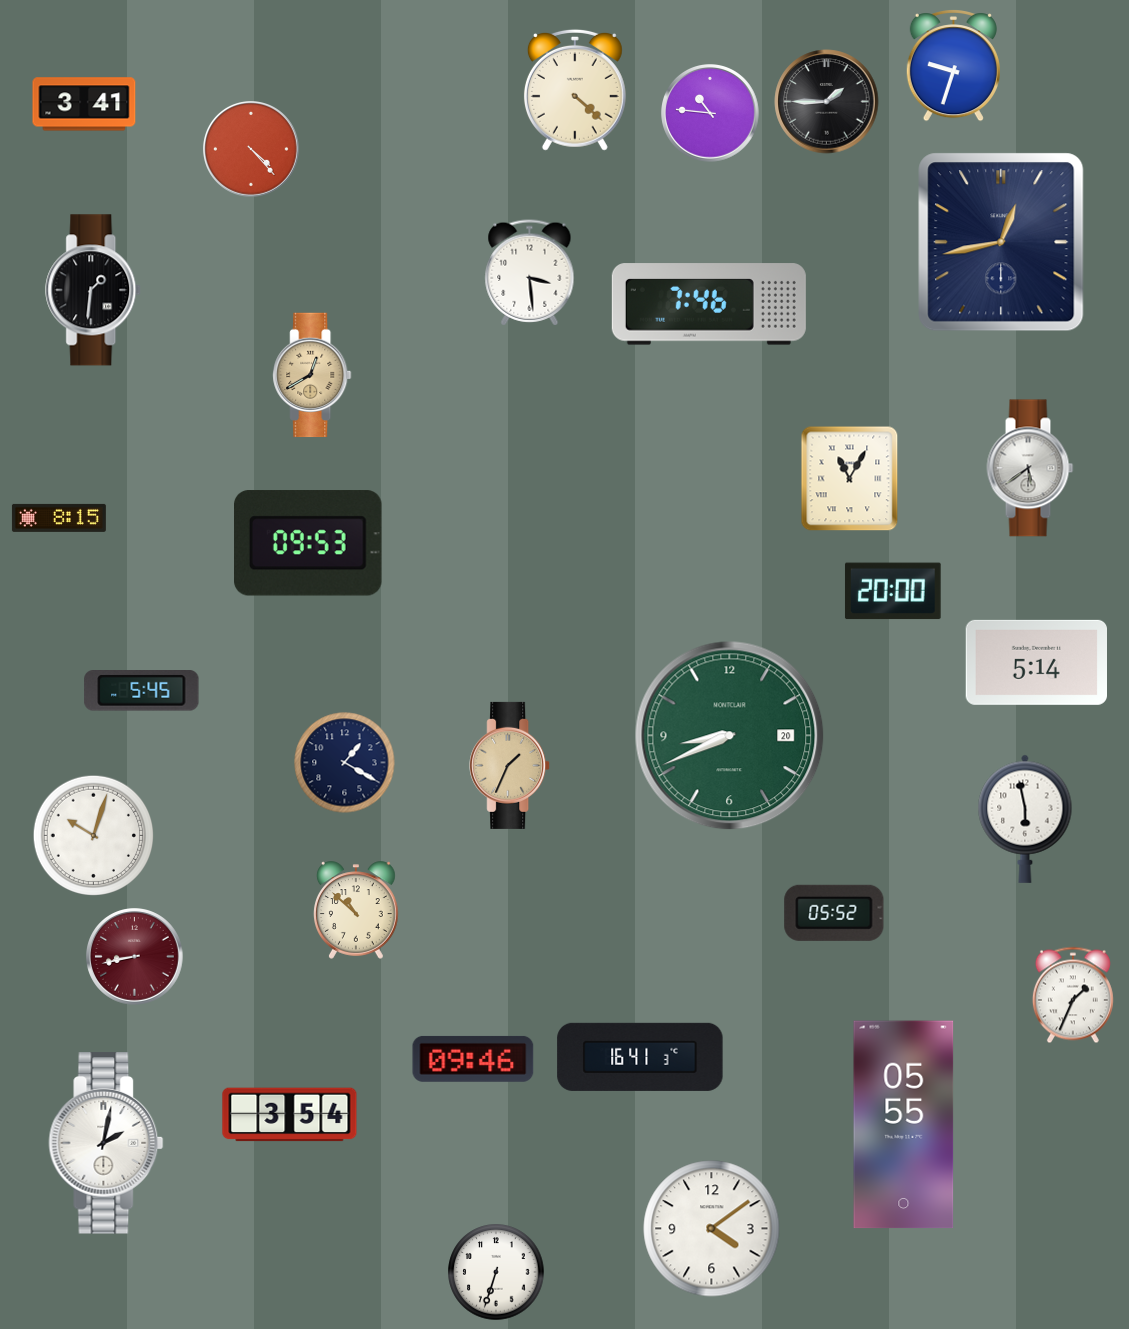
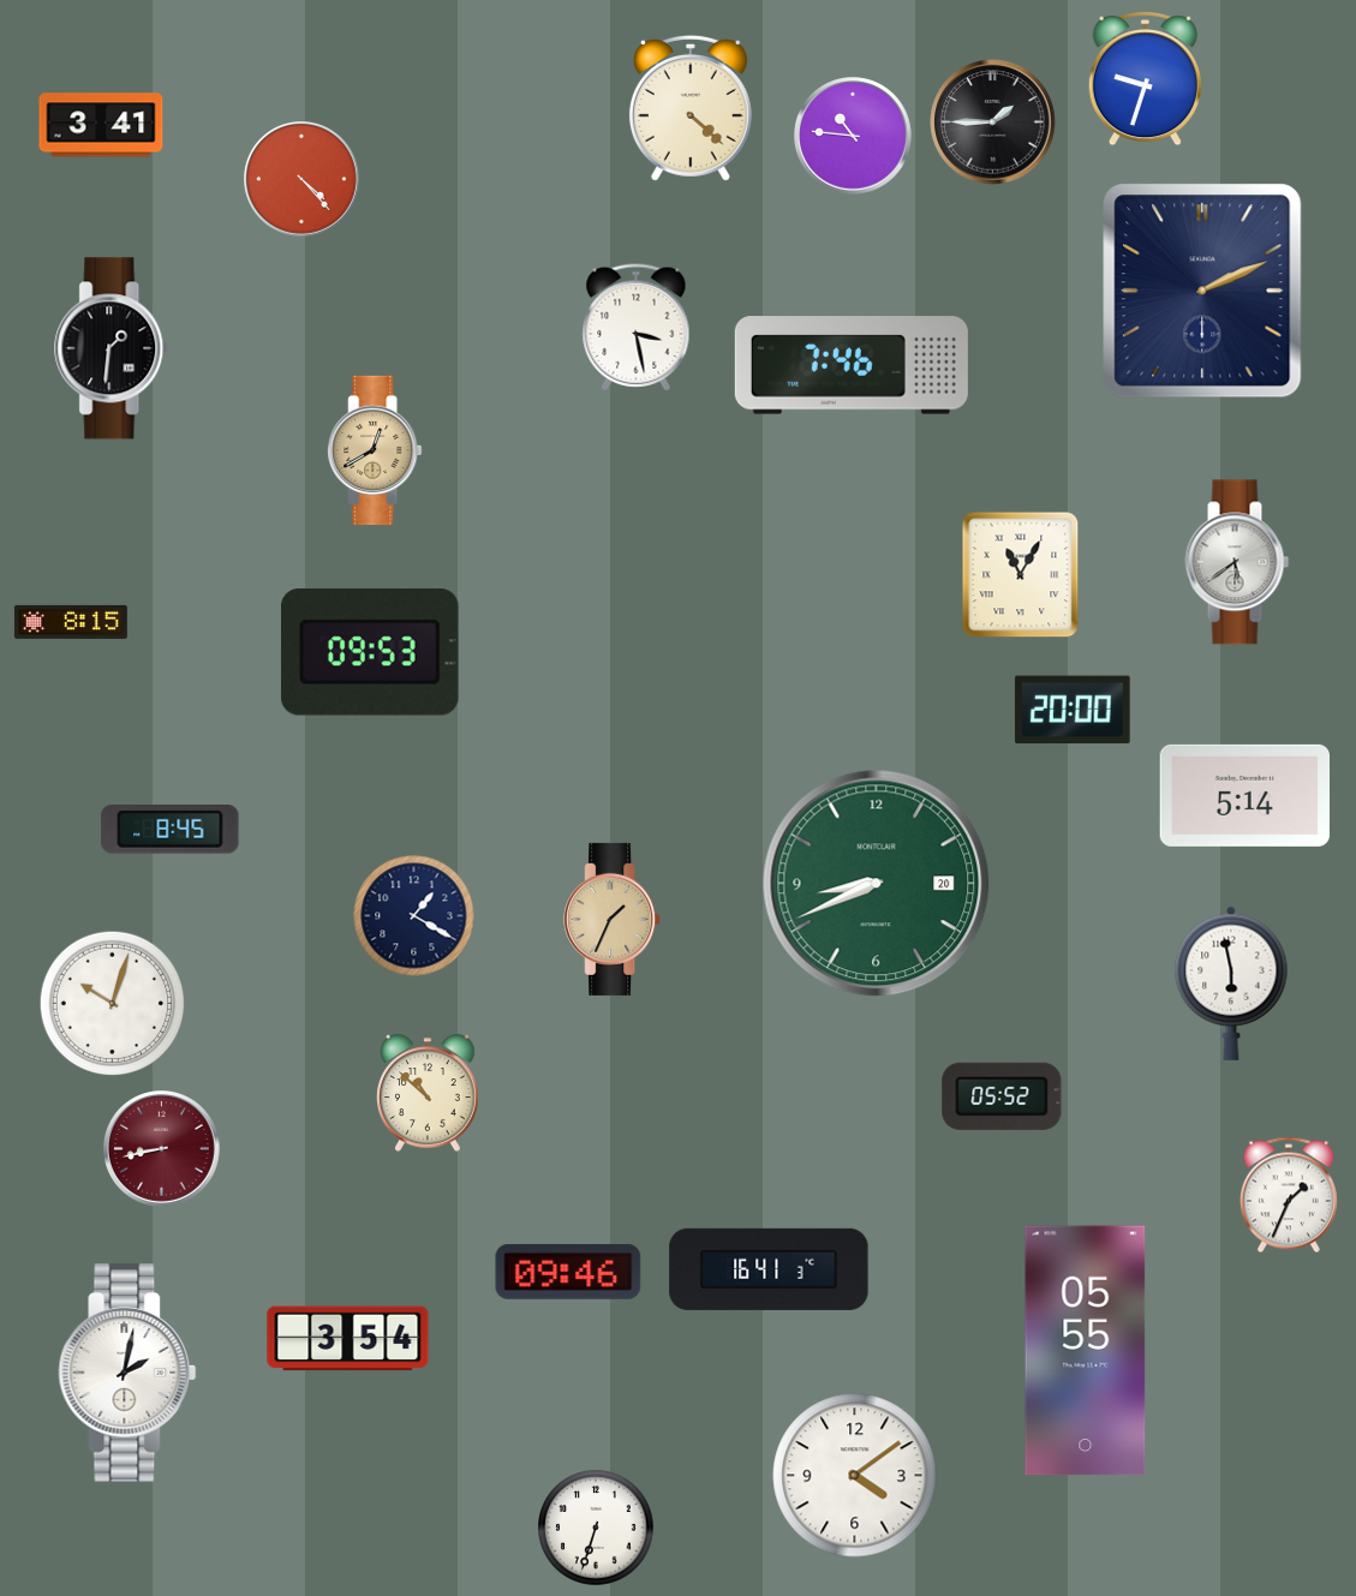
clock at (1001, 242): 12:43 -> 2:11
clock at (530, 273): 3:29 -> 3:28
clock at (142, 691): 5:45 -> 8:45
